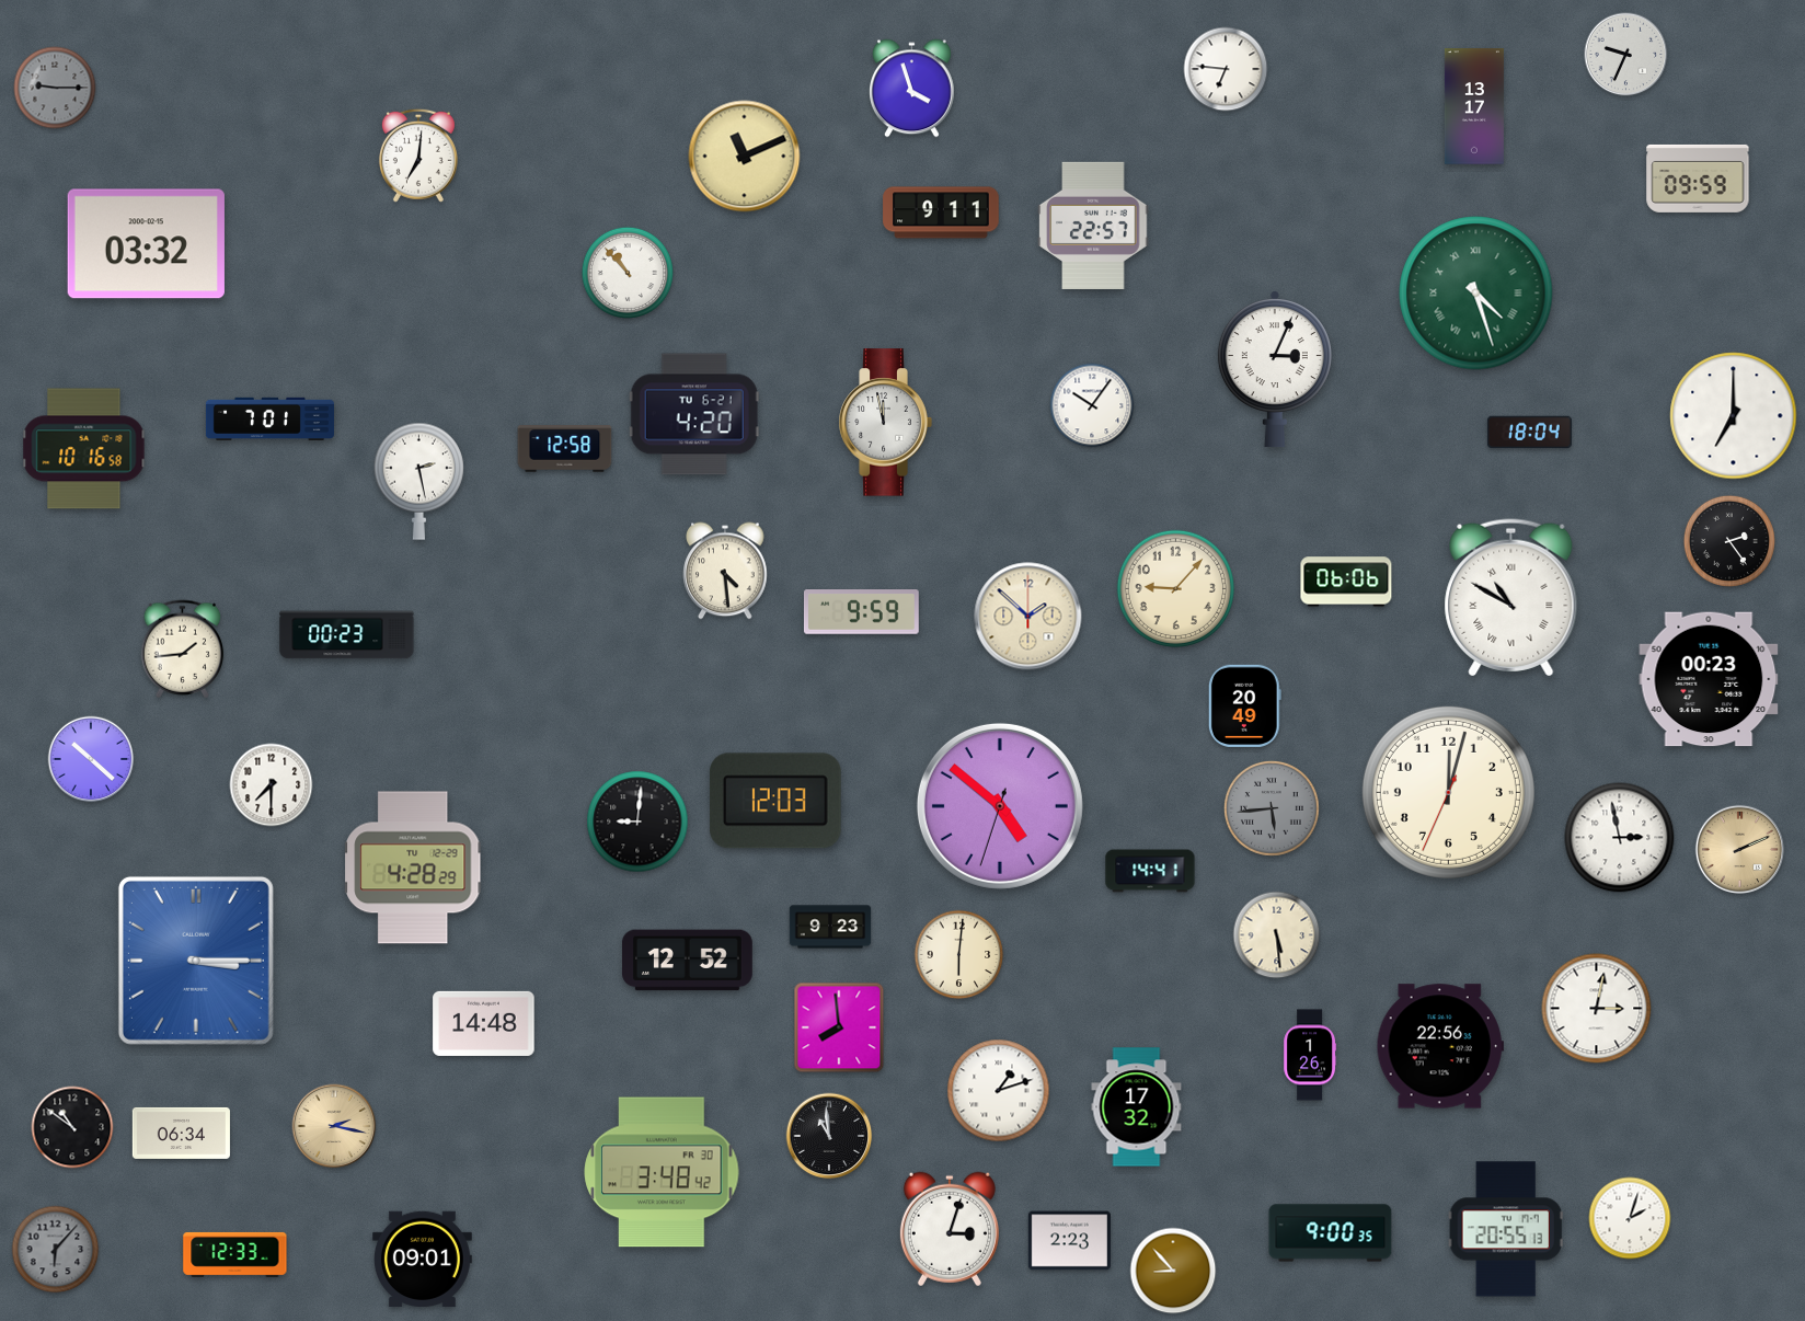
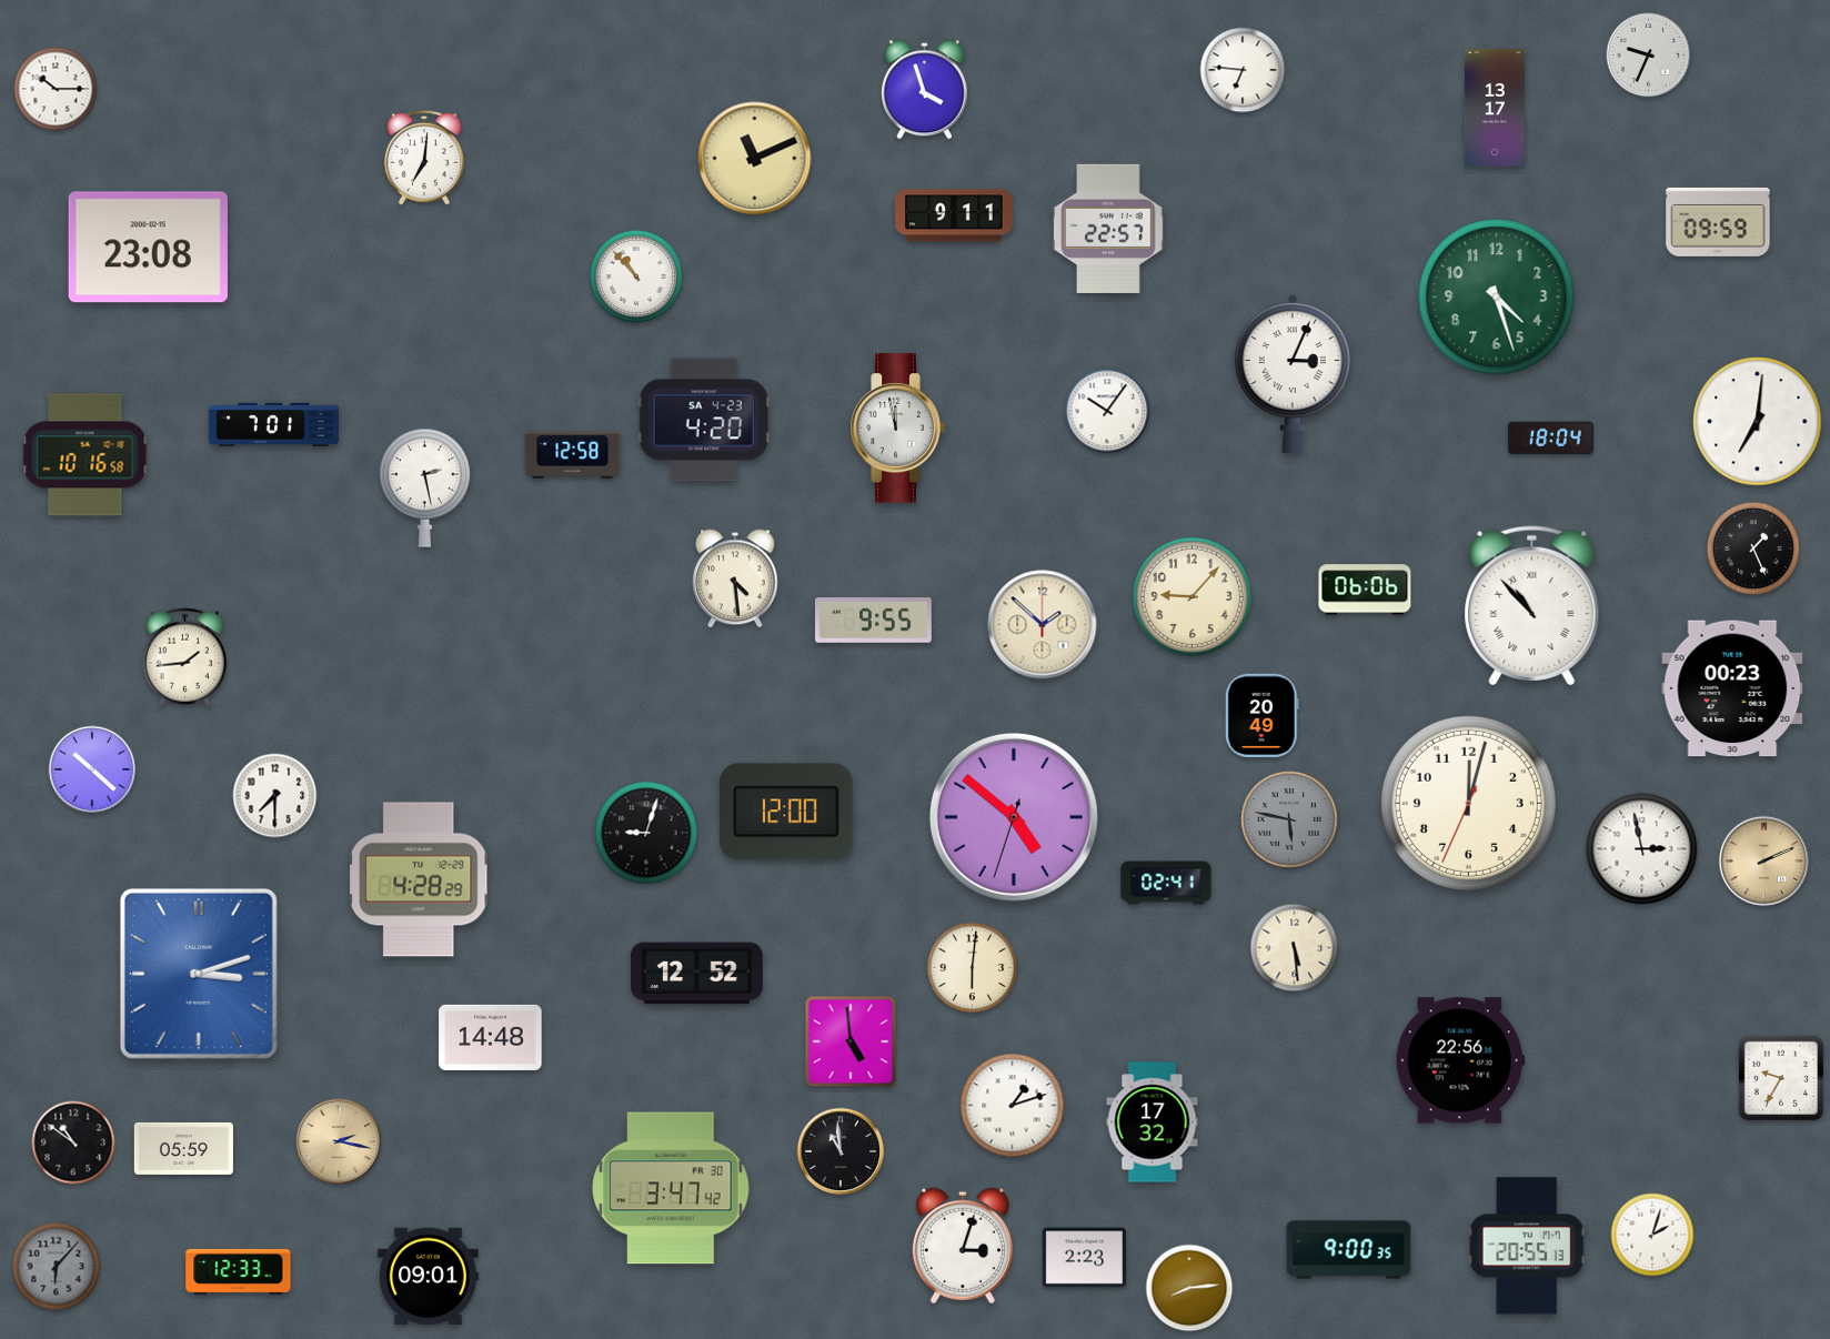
clock at (55, 88): 9:15 -> 10:15
clock at (55, 88) dial: grey -> white
clock at (1698, 179) position: (1698, 179) -> (1718, 222)
clock at (146, 244): 03:32 -> 23:08
clock at (1476, 294) numerals: Roman -> Arabic
clock at (694, 414) date: TU 6-21 -> SA 4-23
clock at (1734, 416): 7:00 -> 7:01
clock at (1729, 541): 2:24 -> 1:26
clock at (1511, 598): 10:50 -> 10:53
clock at (861, 612): 9:59 -> 9:55
clock at (347, 635): 00:23 -> none
clock at (775, 801): 12:03 -> 12:00
clock at (1272, 808): 5:44 -> 5:47
clock at (637, 822): 9:01 -> 9:03
clock at (1150, 871): 14:41 -> 02:41
clock at (830, 927): 9:23 -> none
clock at (196, 961): 3:15 -> 3:12
clock at (1597, 1009): 3:02 -> none
clock at (839, 1027): 7:59 -> 4:59
clock at (1310, 1055): 1:26 -> none
clock at (1780, 1077): none -> 9:35
clock at (181, 1133): 06:34 -> 05:59
clock at (662, 1172): 3:48 -> 3:47
clock at (1173, 1271): 8:53 -> 8:14
